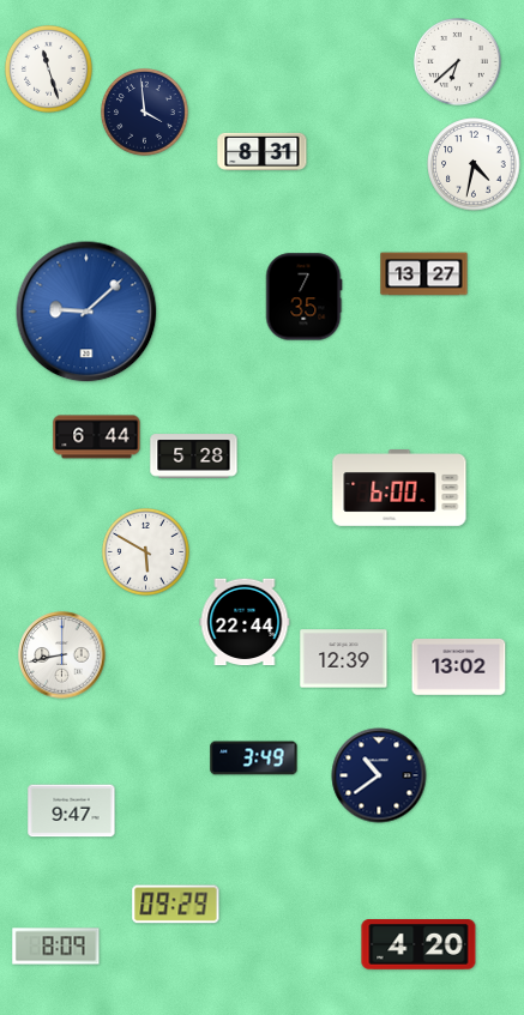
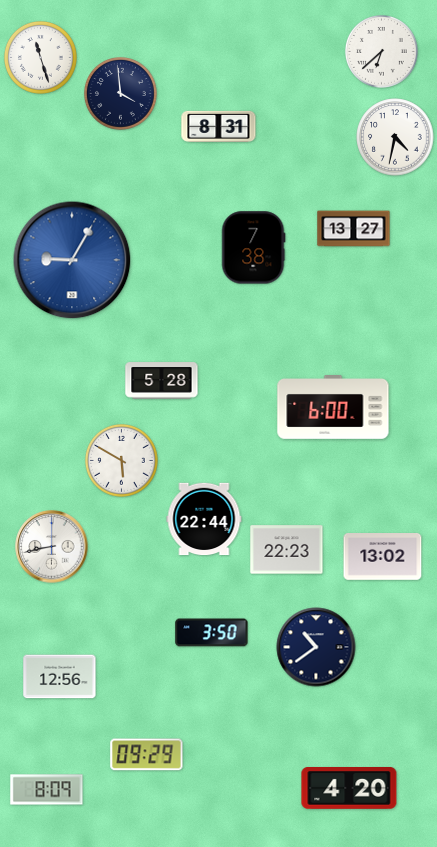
clock at (303, 297): 7:35 -> 7:38
clock at (86, 312): 9:08 -> 9:05
clock at (97, 437): 6:44 -> none
clock at (344, 659): 12:39 -> 22:23
clock at (254, 759): 3:49 -> 3:50
clock at (72, 811): 9:47 -> 12:56
